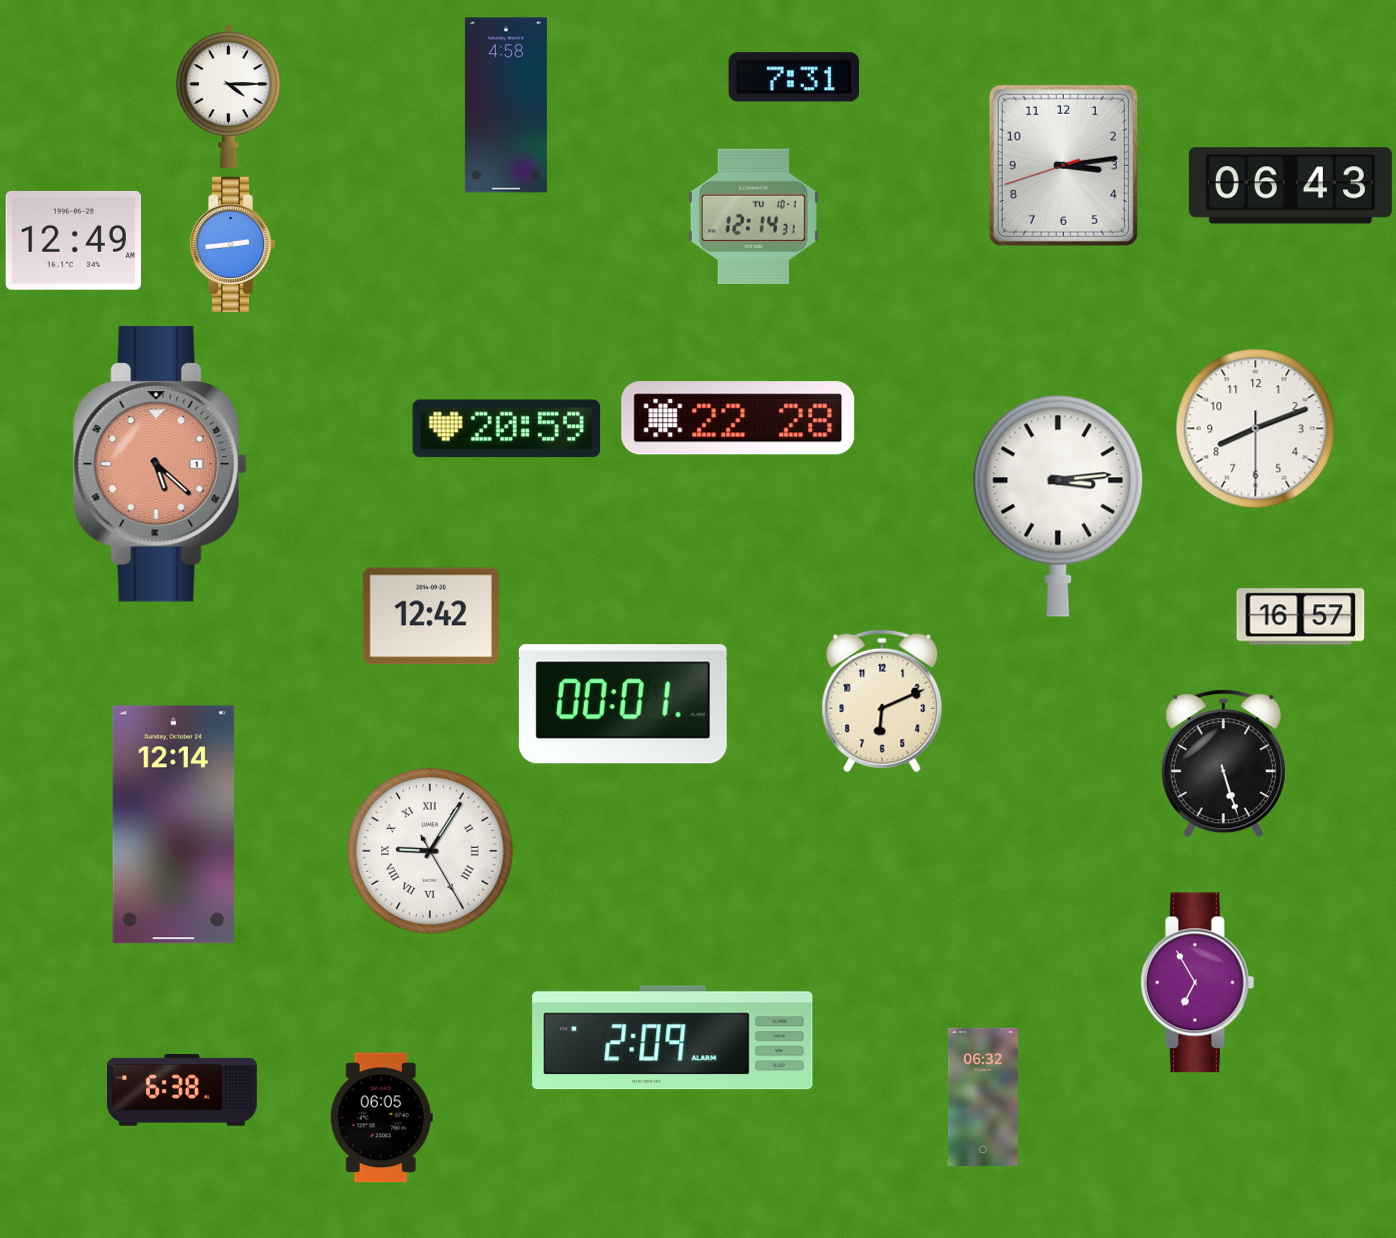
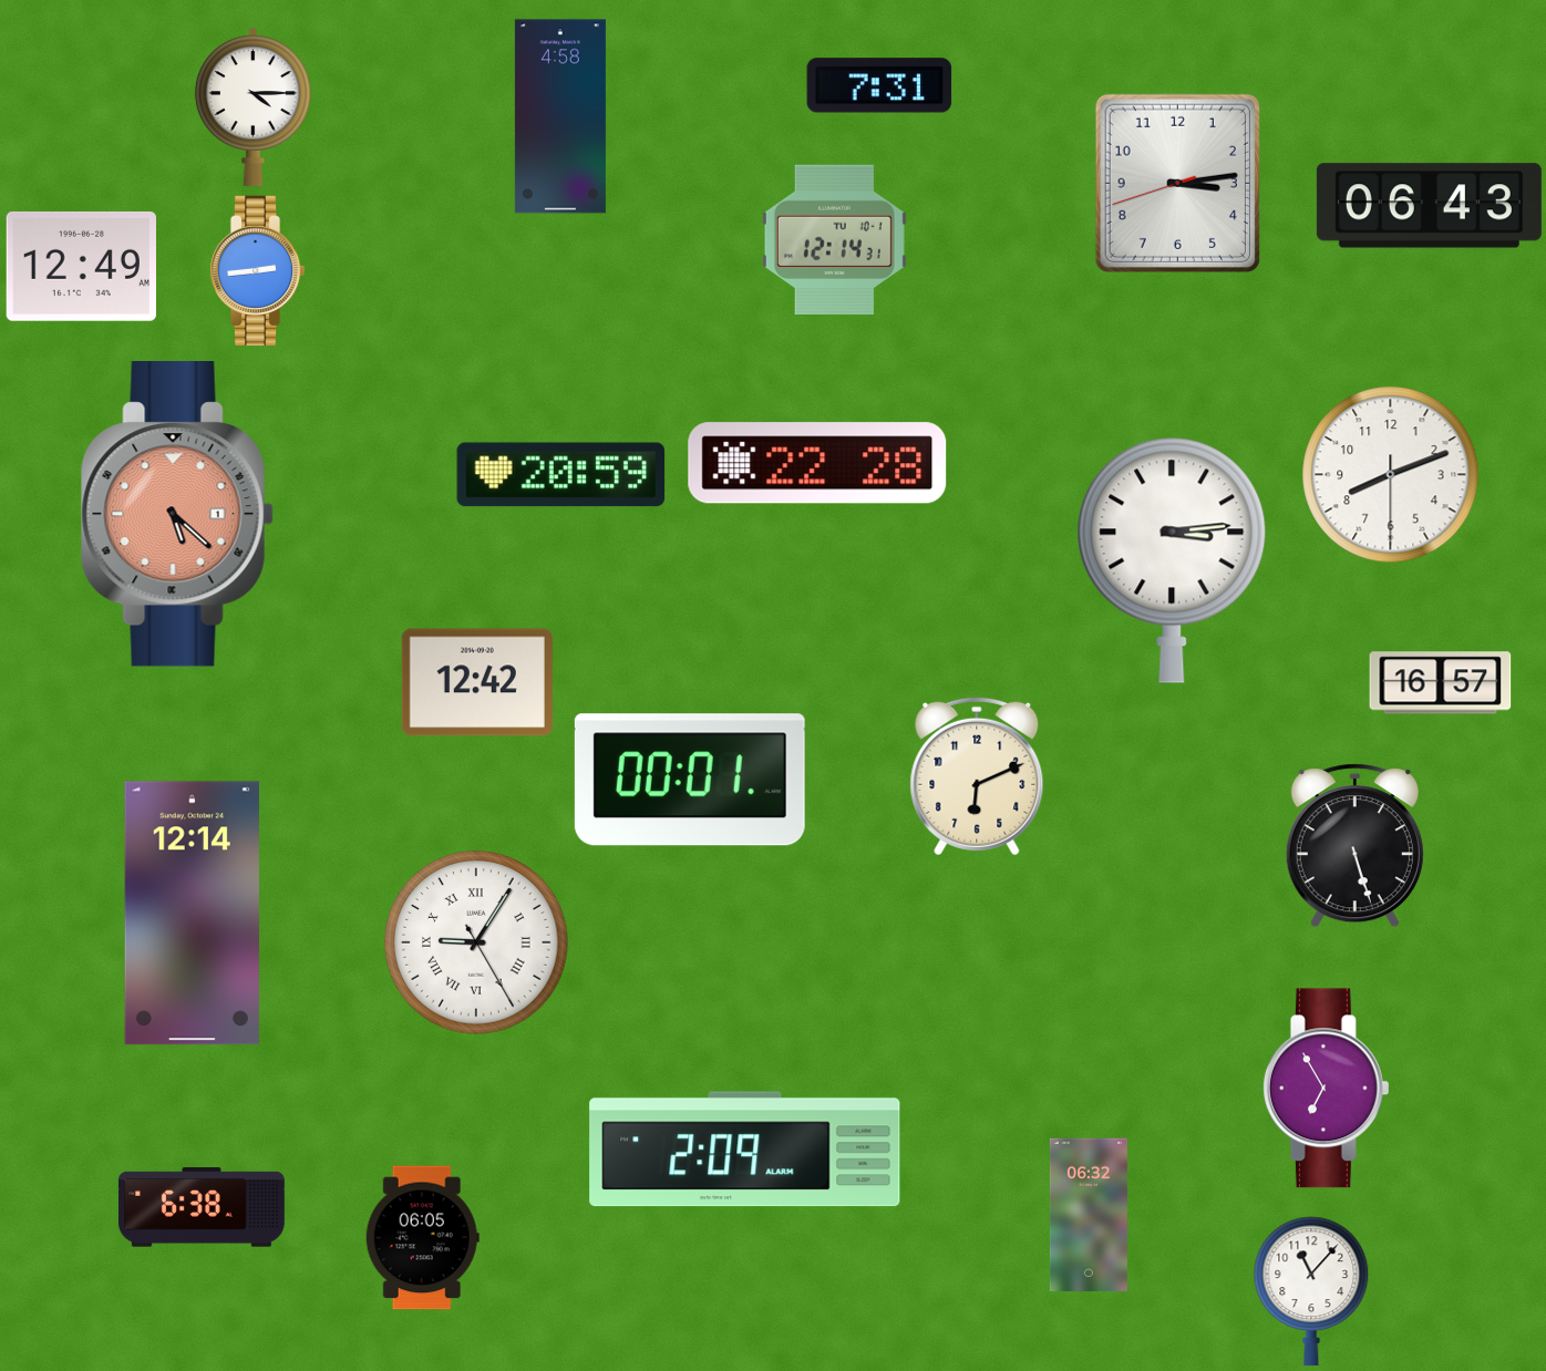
clock at (1311, 1291): none -> 11:07
